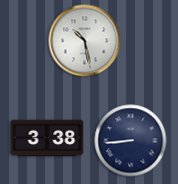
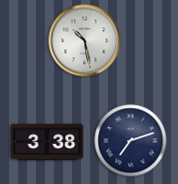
clock at (47, 138) position: (47, 138) -> (47, 142)
clock at (131, 141): 8:44 -> 7:12
